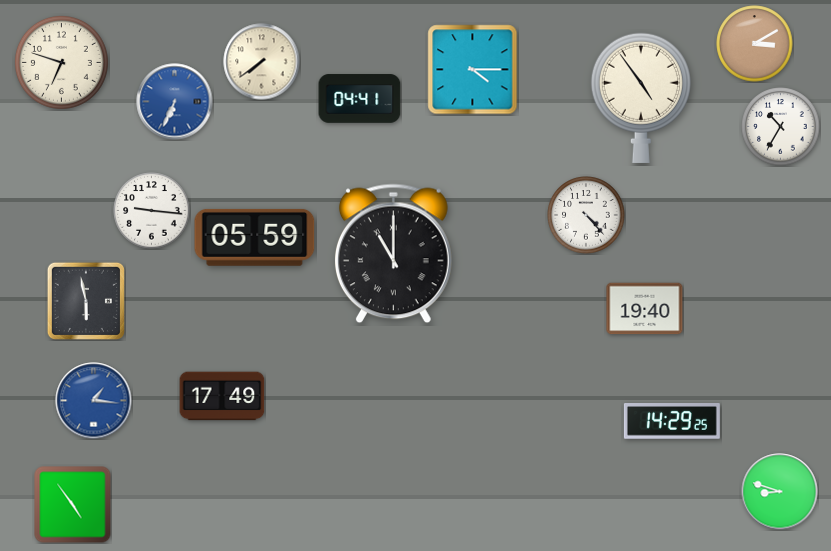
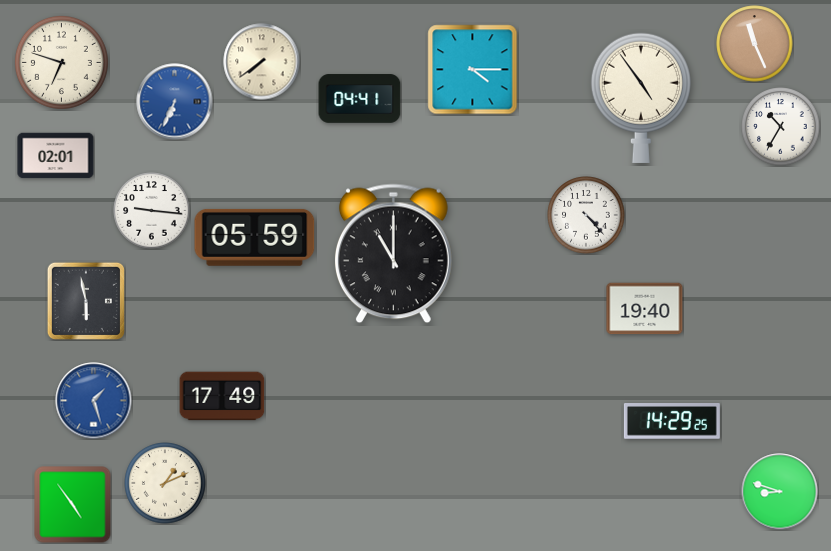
clock at (755, 44): 3:10 -> 11:26
clock at (56, 156): none -> 02:01
clock at (94, 401): 1:16 -> 1:27
clock at (165, 483): none -> 1:11
